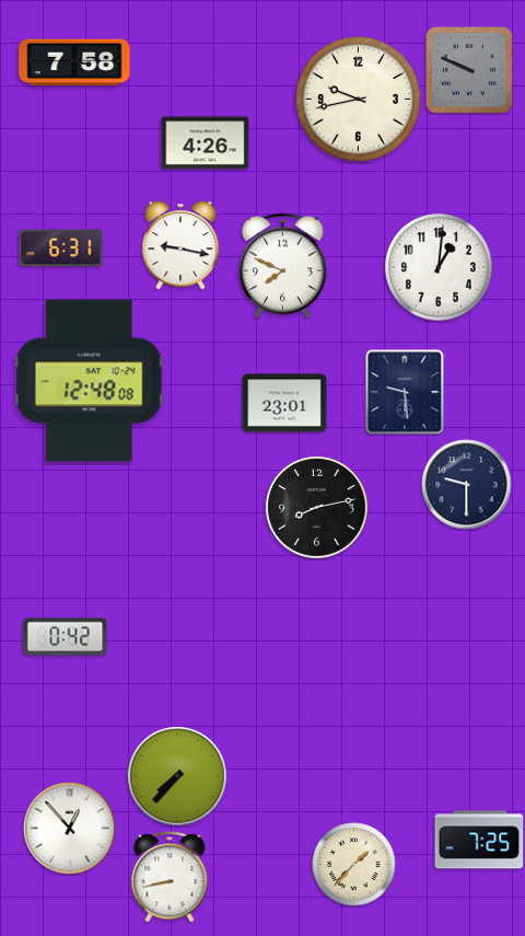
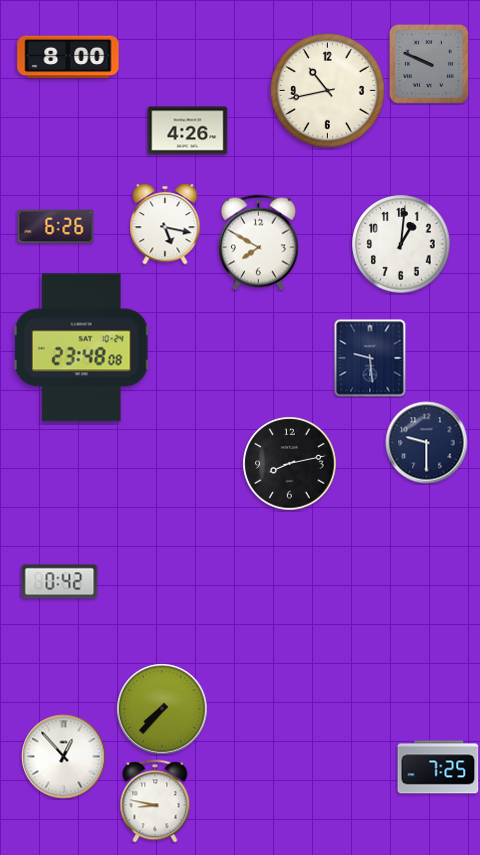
clock at (74, 62): 7:58 -> 8:00
clock at (358, 99): 9:43 -> 10:43
clock at (180, 245): 9:17 -> 5:17
clock at (61, 249): 6:31 -> 6:26
clock at (282, 266): 7:49 -> 7:50
clock at (89, 381): 12:48 -> 23:48
clock at (284, 403): 23:01 -> none
clock at (354, 865): 1:37 -> none
clock at (170, 877): 8:43 -> 8:47
